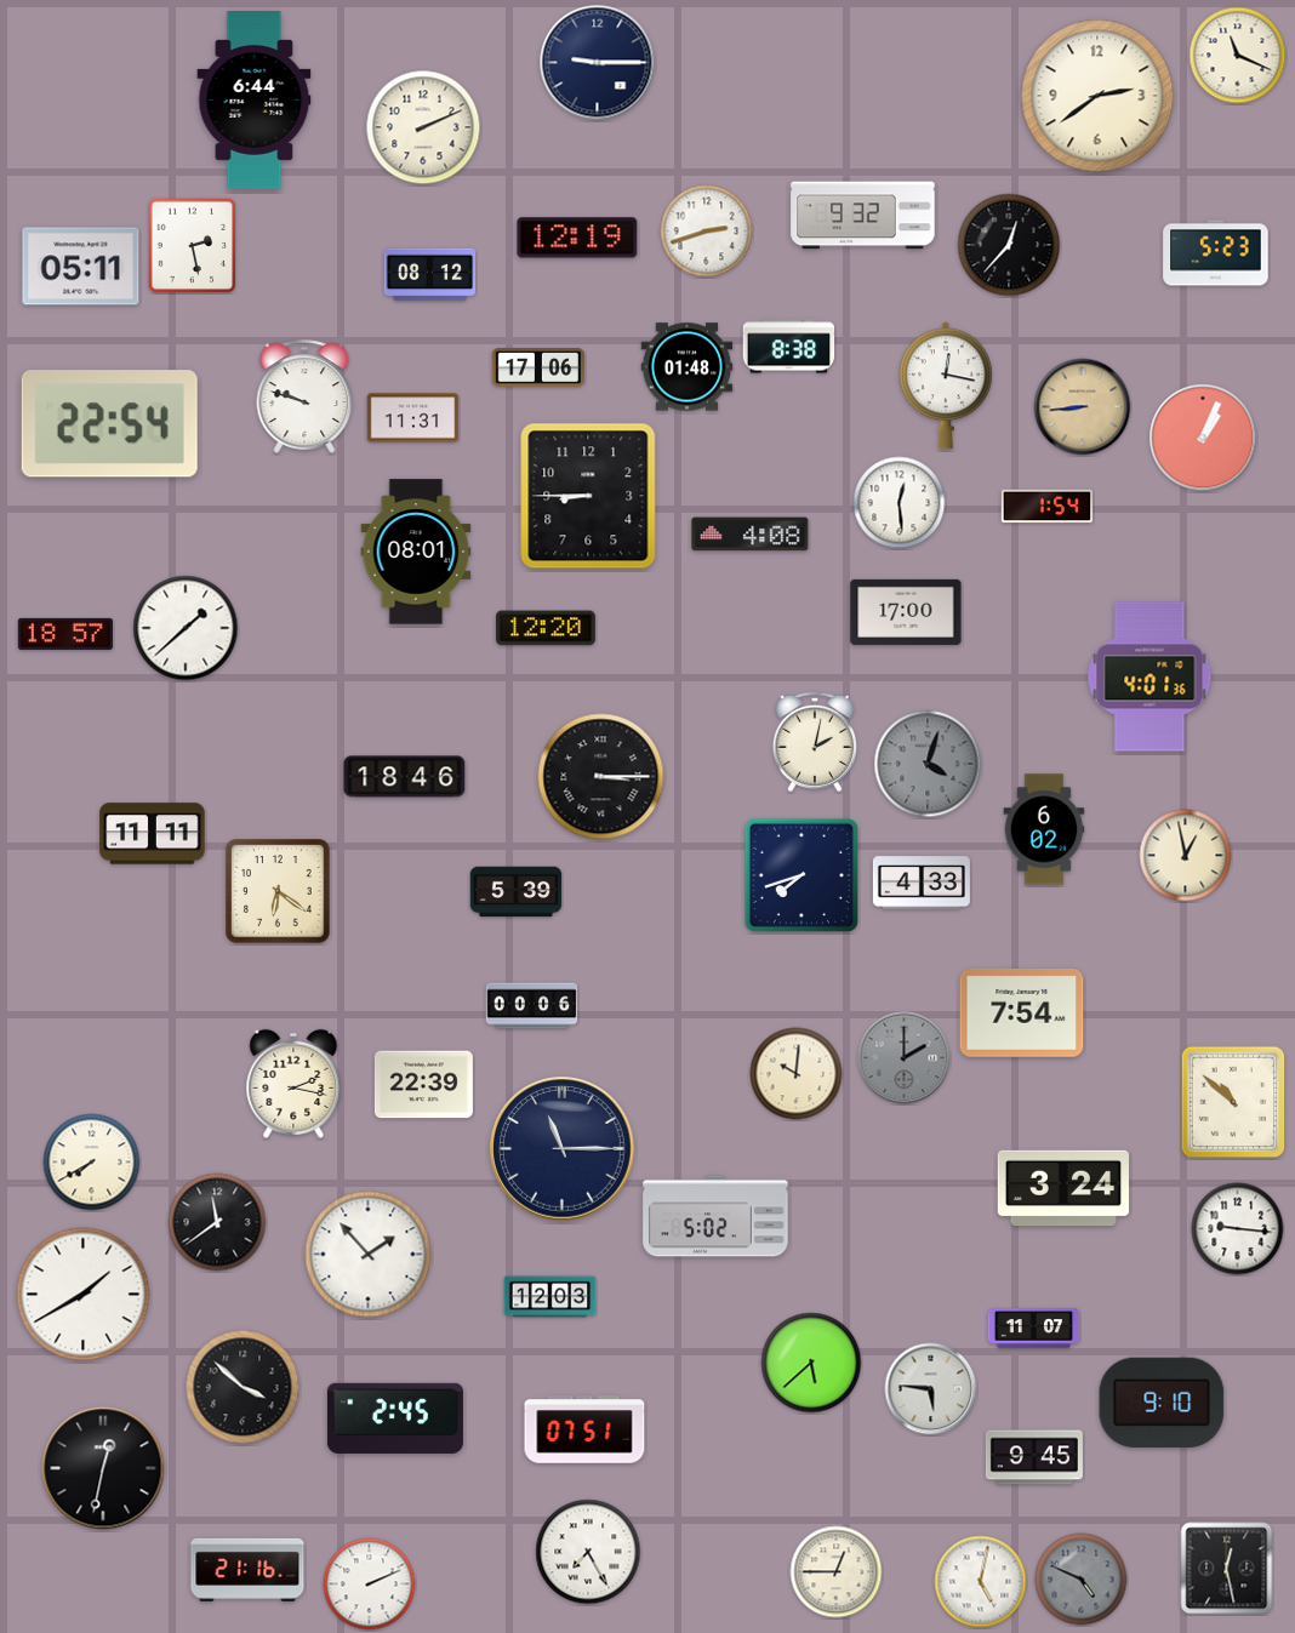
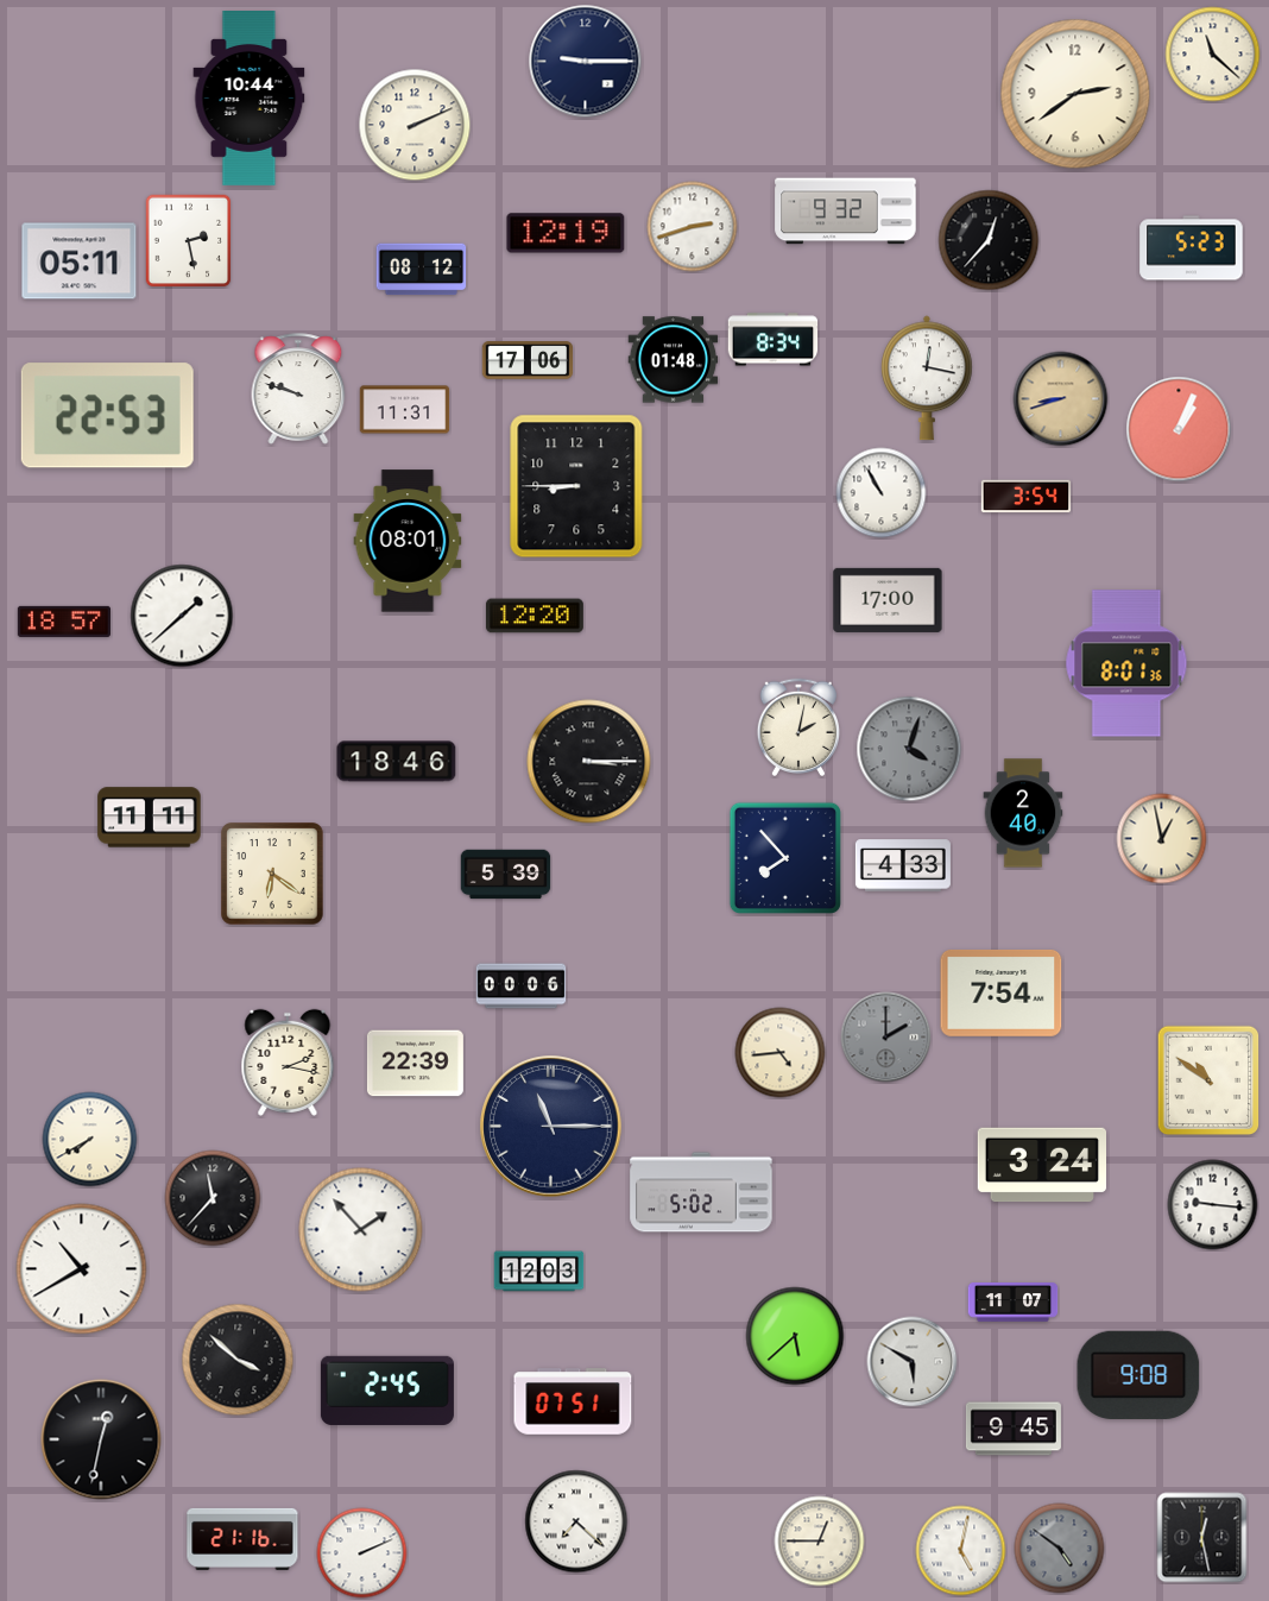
clock at (1238, 56): 11:19 -> 11:22
clock at (255, 101): 6:44 -> 10:44
clock at (789, 347): 8:38 -> 8:34
clock at (1083, 407): 8:44 -> 8:42
clock at (109, 424): 22:54 -> 22:53
clock at (900, 503): 12:29 -> 10:55
clock at (1048, 507): 1:54 -> 3:54
clock at (751, 535): 4:08 -> none
clock at (1149, 676): 4:01 -> 8:01
clock at (1044, 829): 6:02 -> 2:40
clock at (801, 875): 7:42 -> 7:53
clock at (797, 1074): 10:01 -> 4:44
clock at (1233, 1102): 10:52 -> 10:51
clock at (217, 1222): 11:39 -> 11:37
clock at (84, 1295): 1:40 -> 10:40
clock at (931, 1389): 5:46 -> 5:50
clock at (1162, 1403): 9:10 -> 9:08
clock at (588, 1552): 7:25 -> 7:22
clock at (1082, 1580): 4:49 -> 4:51
